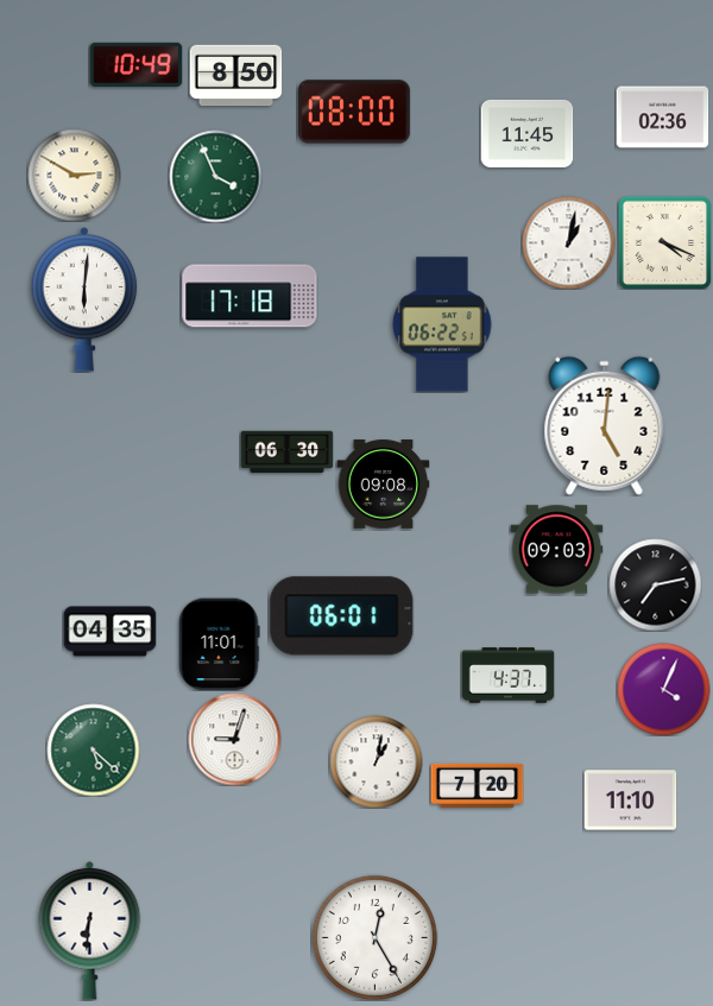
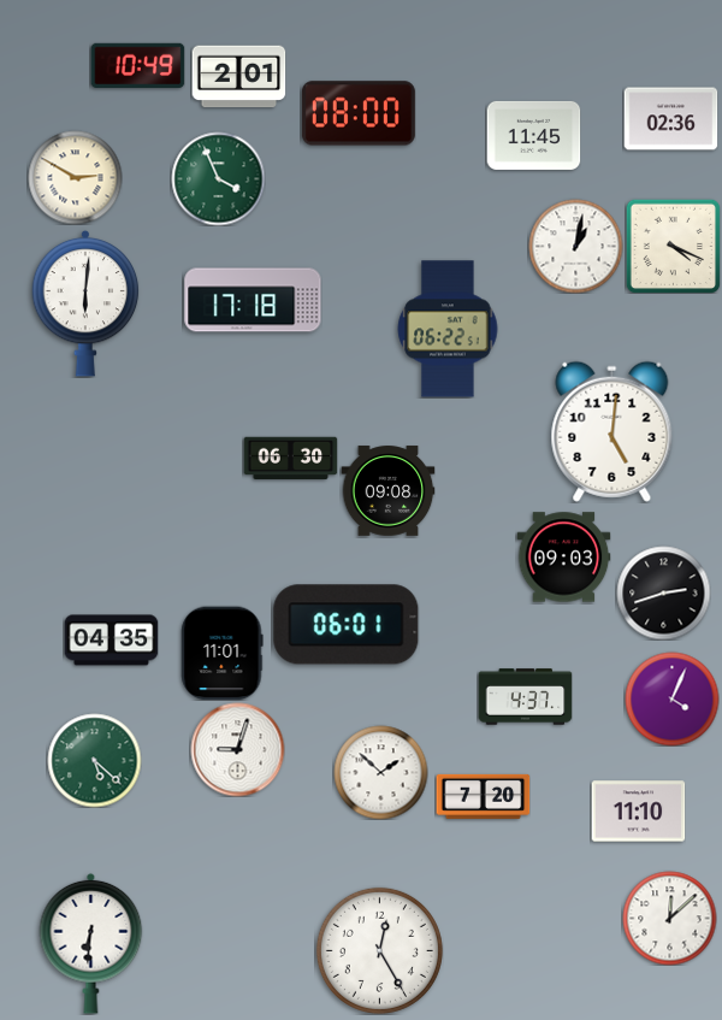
clock at (235, 76): 8:50 -> 2:01
clock at (655, 584): 7:13 -> 2:42
clock at (507, 676) position: (507, 676) -> (525, 697)
clock at (376, 761): 1:02 -> 1:52
clock at (669, 918): none -> 12:08
